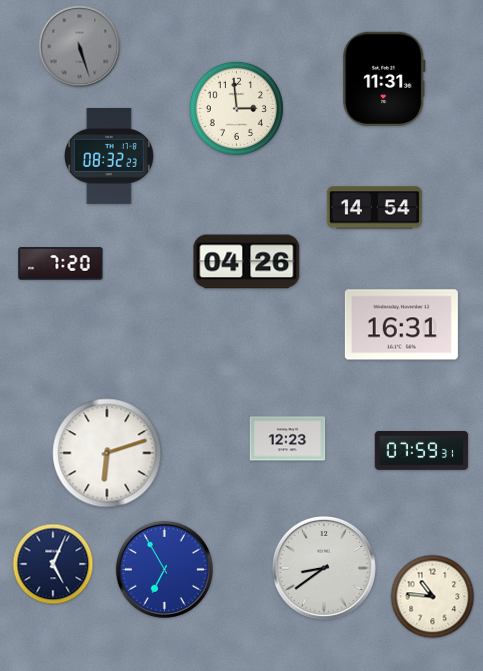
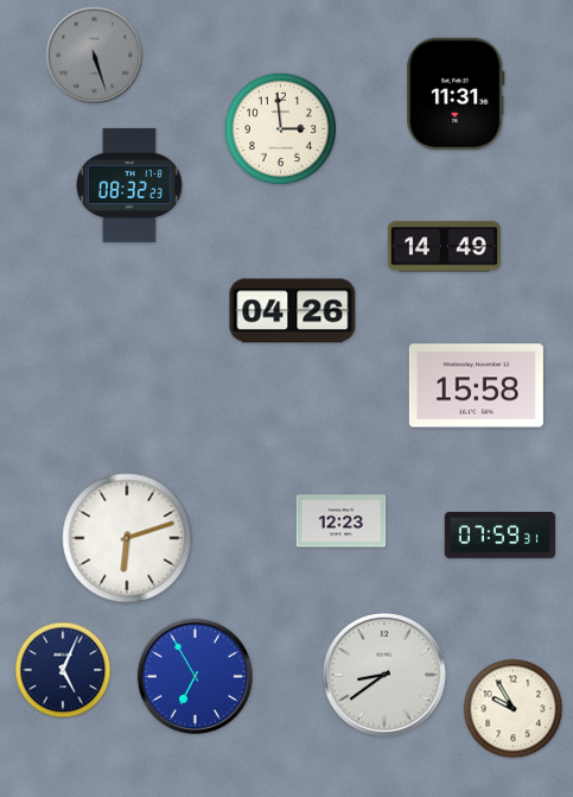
clock at (374, 208): 14:54 -> 14:49
clock at (61, 264): 7:20 -> none
clock at (401, 325): 16:31 -> 15:58
clock at (433, 597): 10:46 -> 9:55
